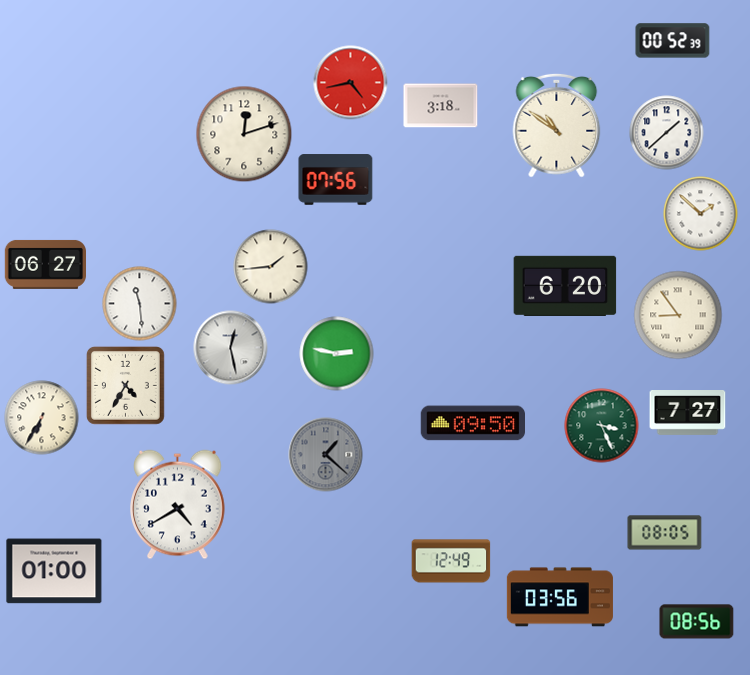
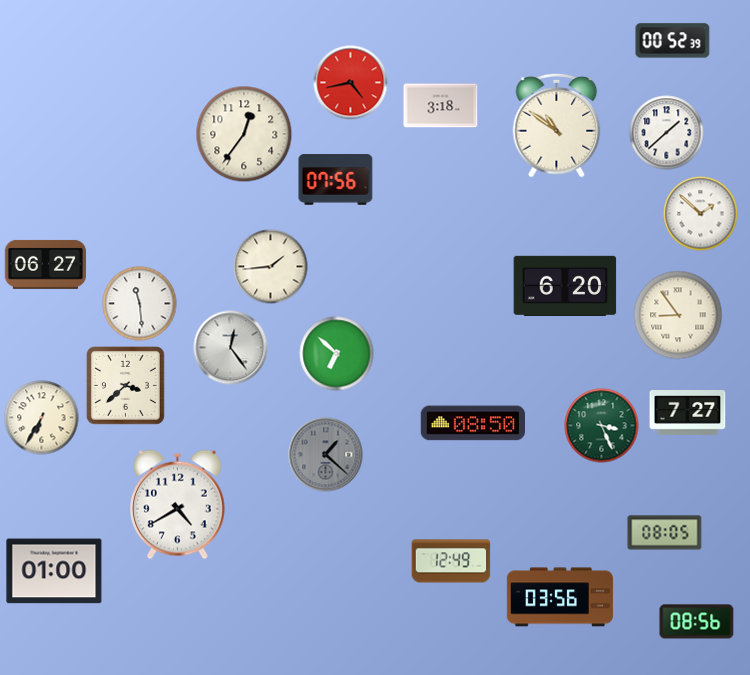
clock at (244, 134): 12:12 -> 12:36
clock at (231, 348): 12:28 -> 12:24
clock at (337, 354): 2:47 -> 6:52
clock at (125, 385): 4:35 -> 3:38
clock at (472, 423): 09:50 -> 08:50
